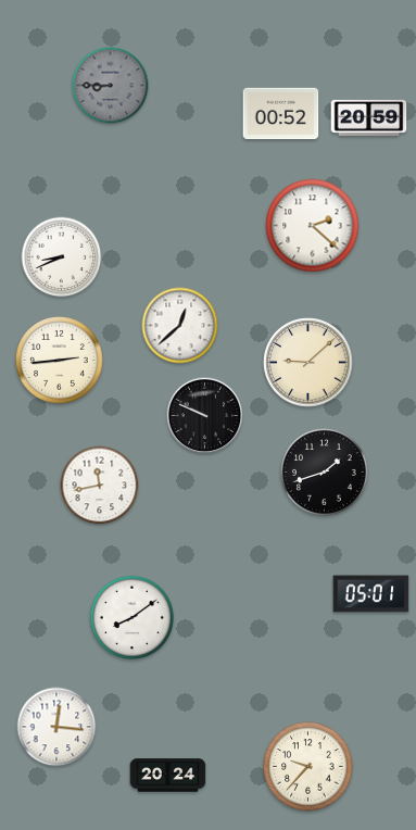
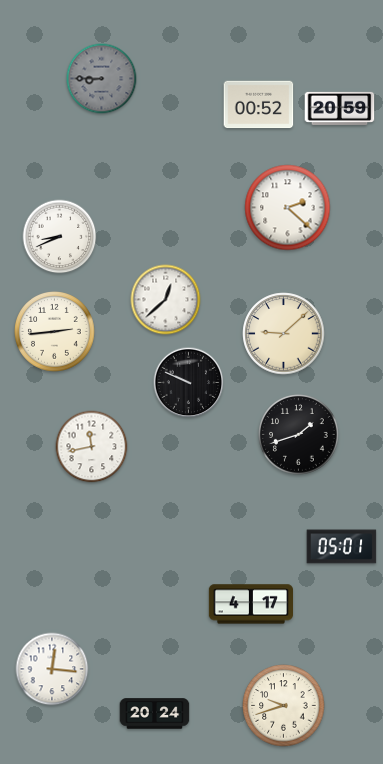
clock at (62, 257) position: (62, 257) -> (60, 237)
clock at (131, 617): 8:09 -> none
clock at (250, 604): none -> 4:17
clock at (308, 767): 9:37 -> 9:42
